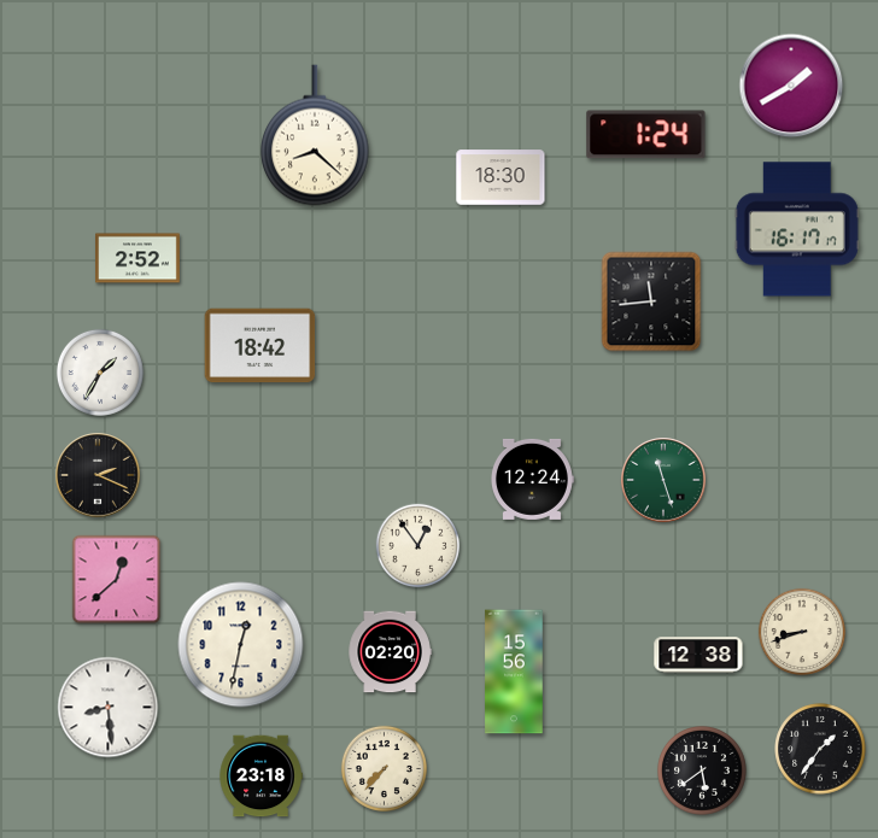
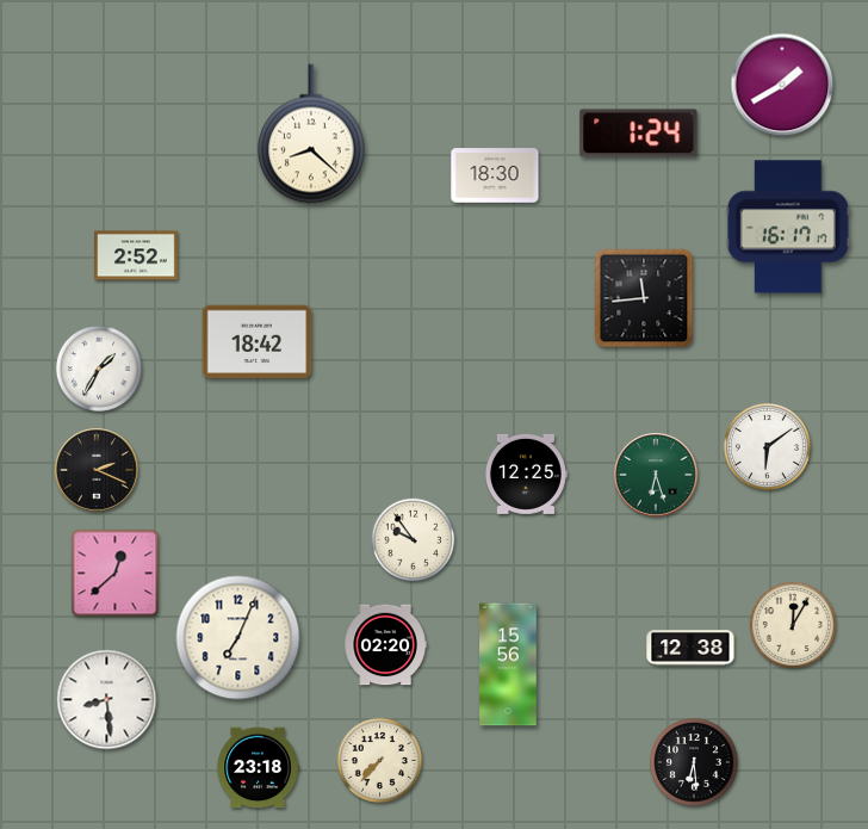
clock at (767, 446): none -> 6:09
clock at (532, 479): 12:24 -> 12:25
clock at (663, 480): 11:27 -> 6:27
clock at (418, 546): 12:54 -> 9:54
clock at (802, 632): 8:42 -> 12:05
clock at (241, 645): 12:32 -> 7:04
clock at (820, 749): 1:36 -> none
clock at (703, 772): 5:39 -> 6:29
